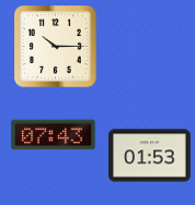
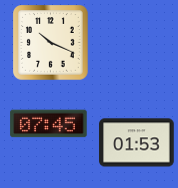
clock at (56, 47): 10:15 -> 10:19
clock at (54, 135): 07:43 -> 07:45
